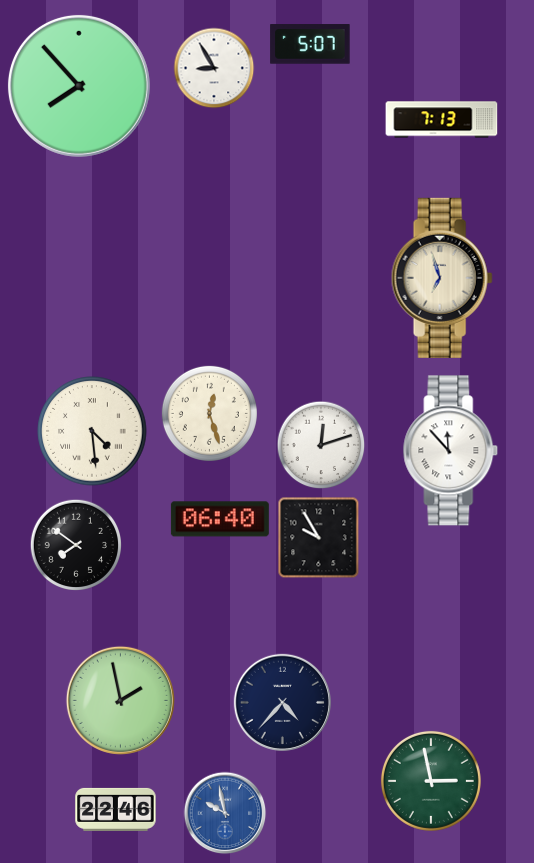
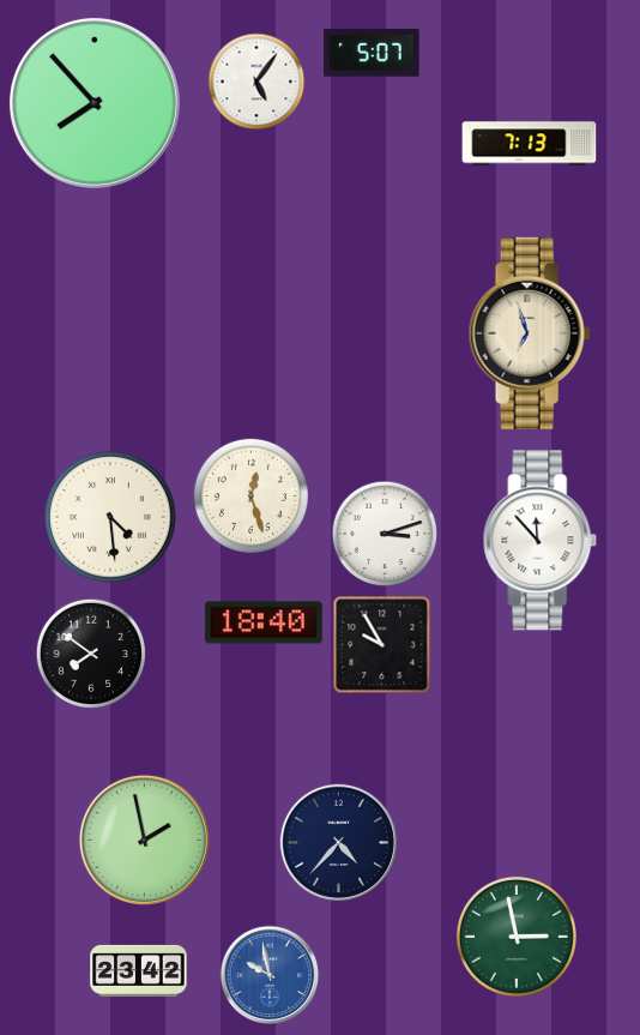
clock at (214, 68): 8:55 -> 5:06
clock at (321, 445): 12:12 -> 3:12
clock at (220, 519): 06:40 -> 18:40
clock at (116, 809): 22:46 -> 23:42
